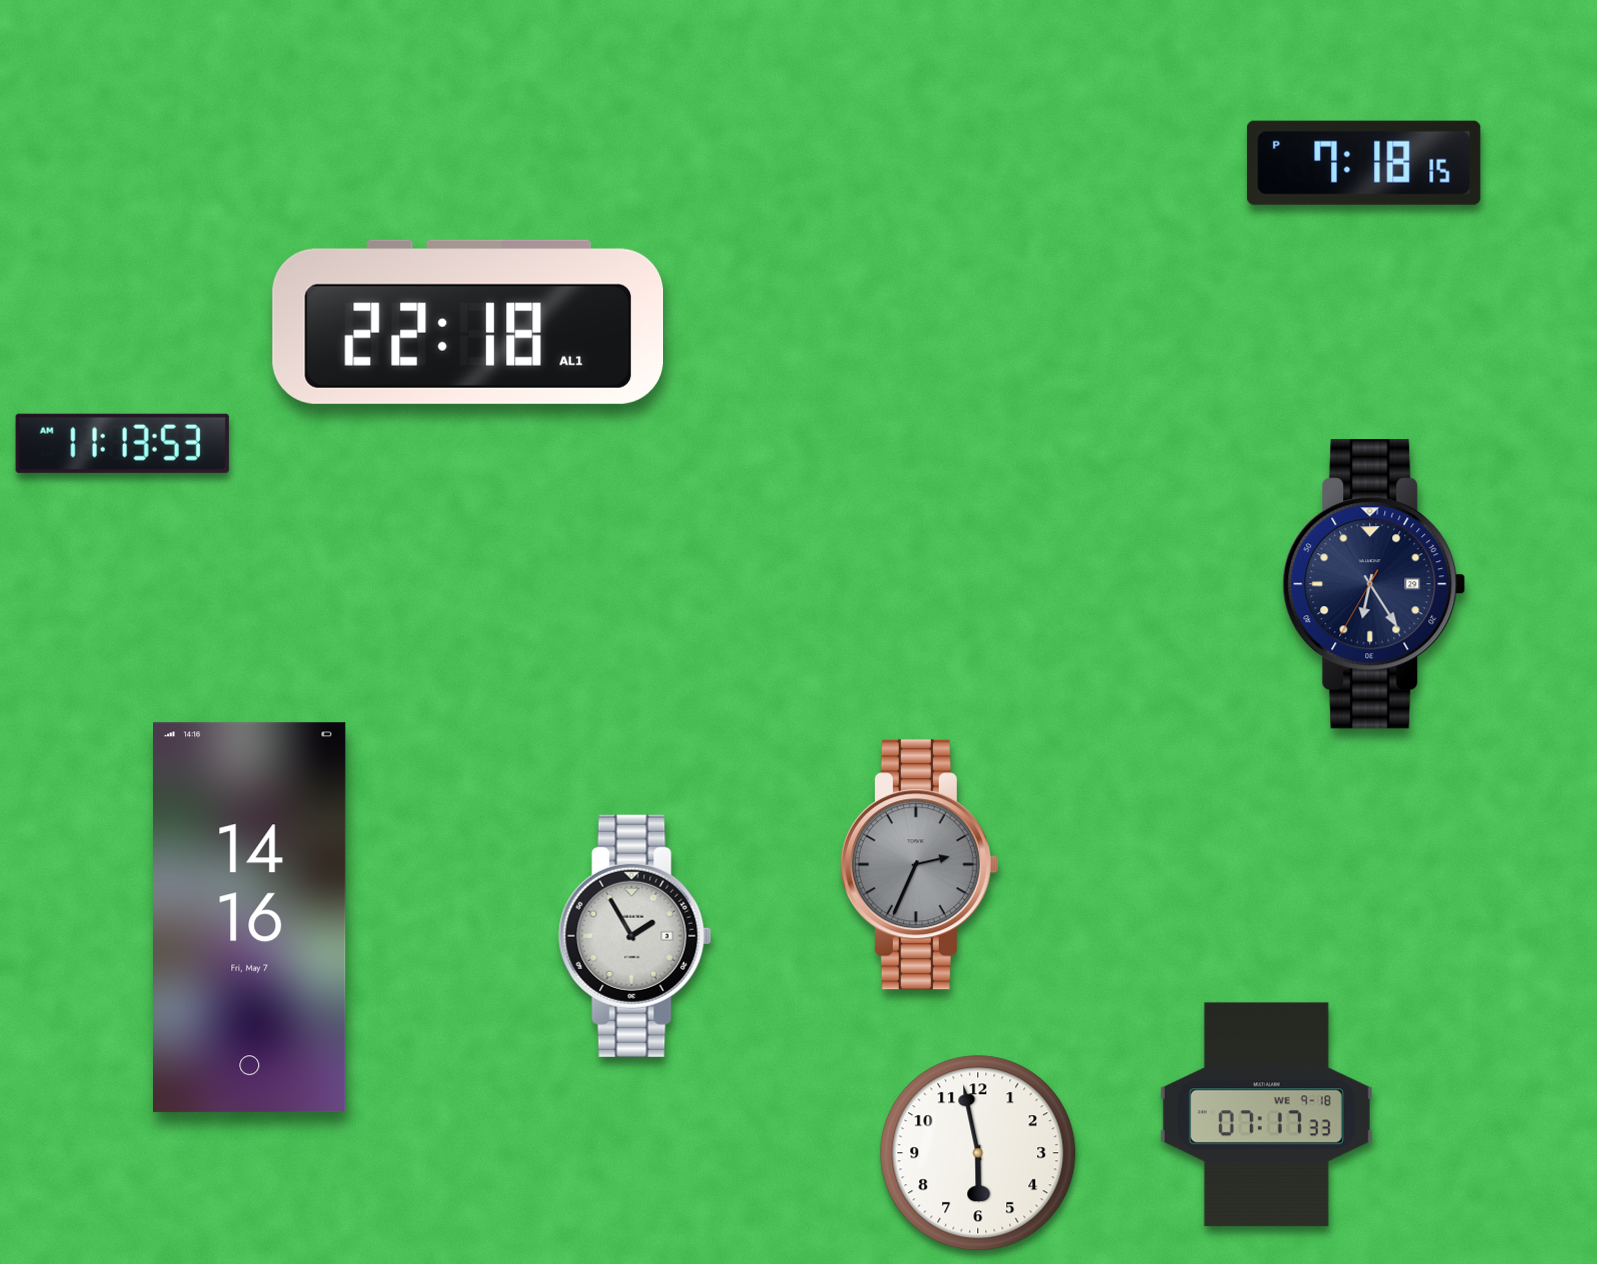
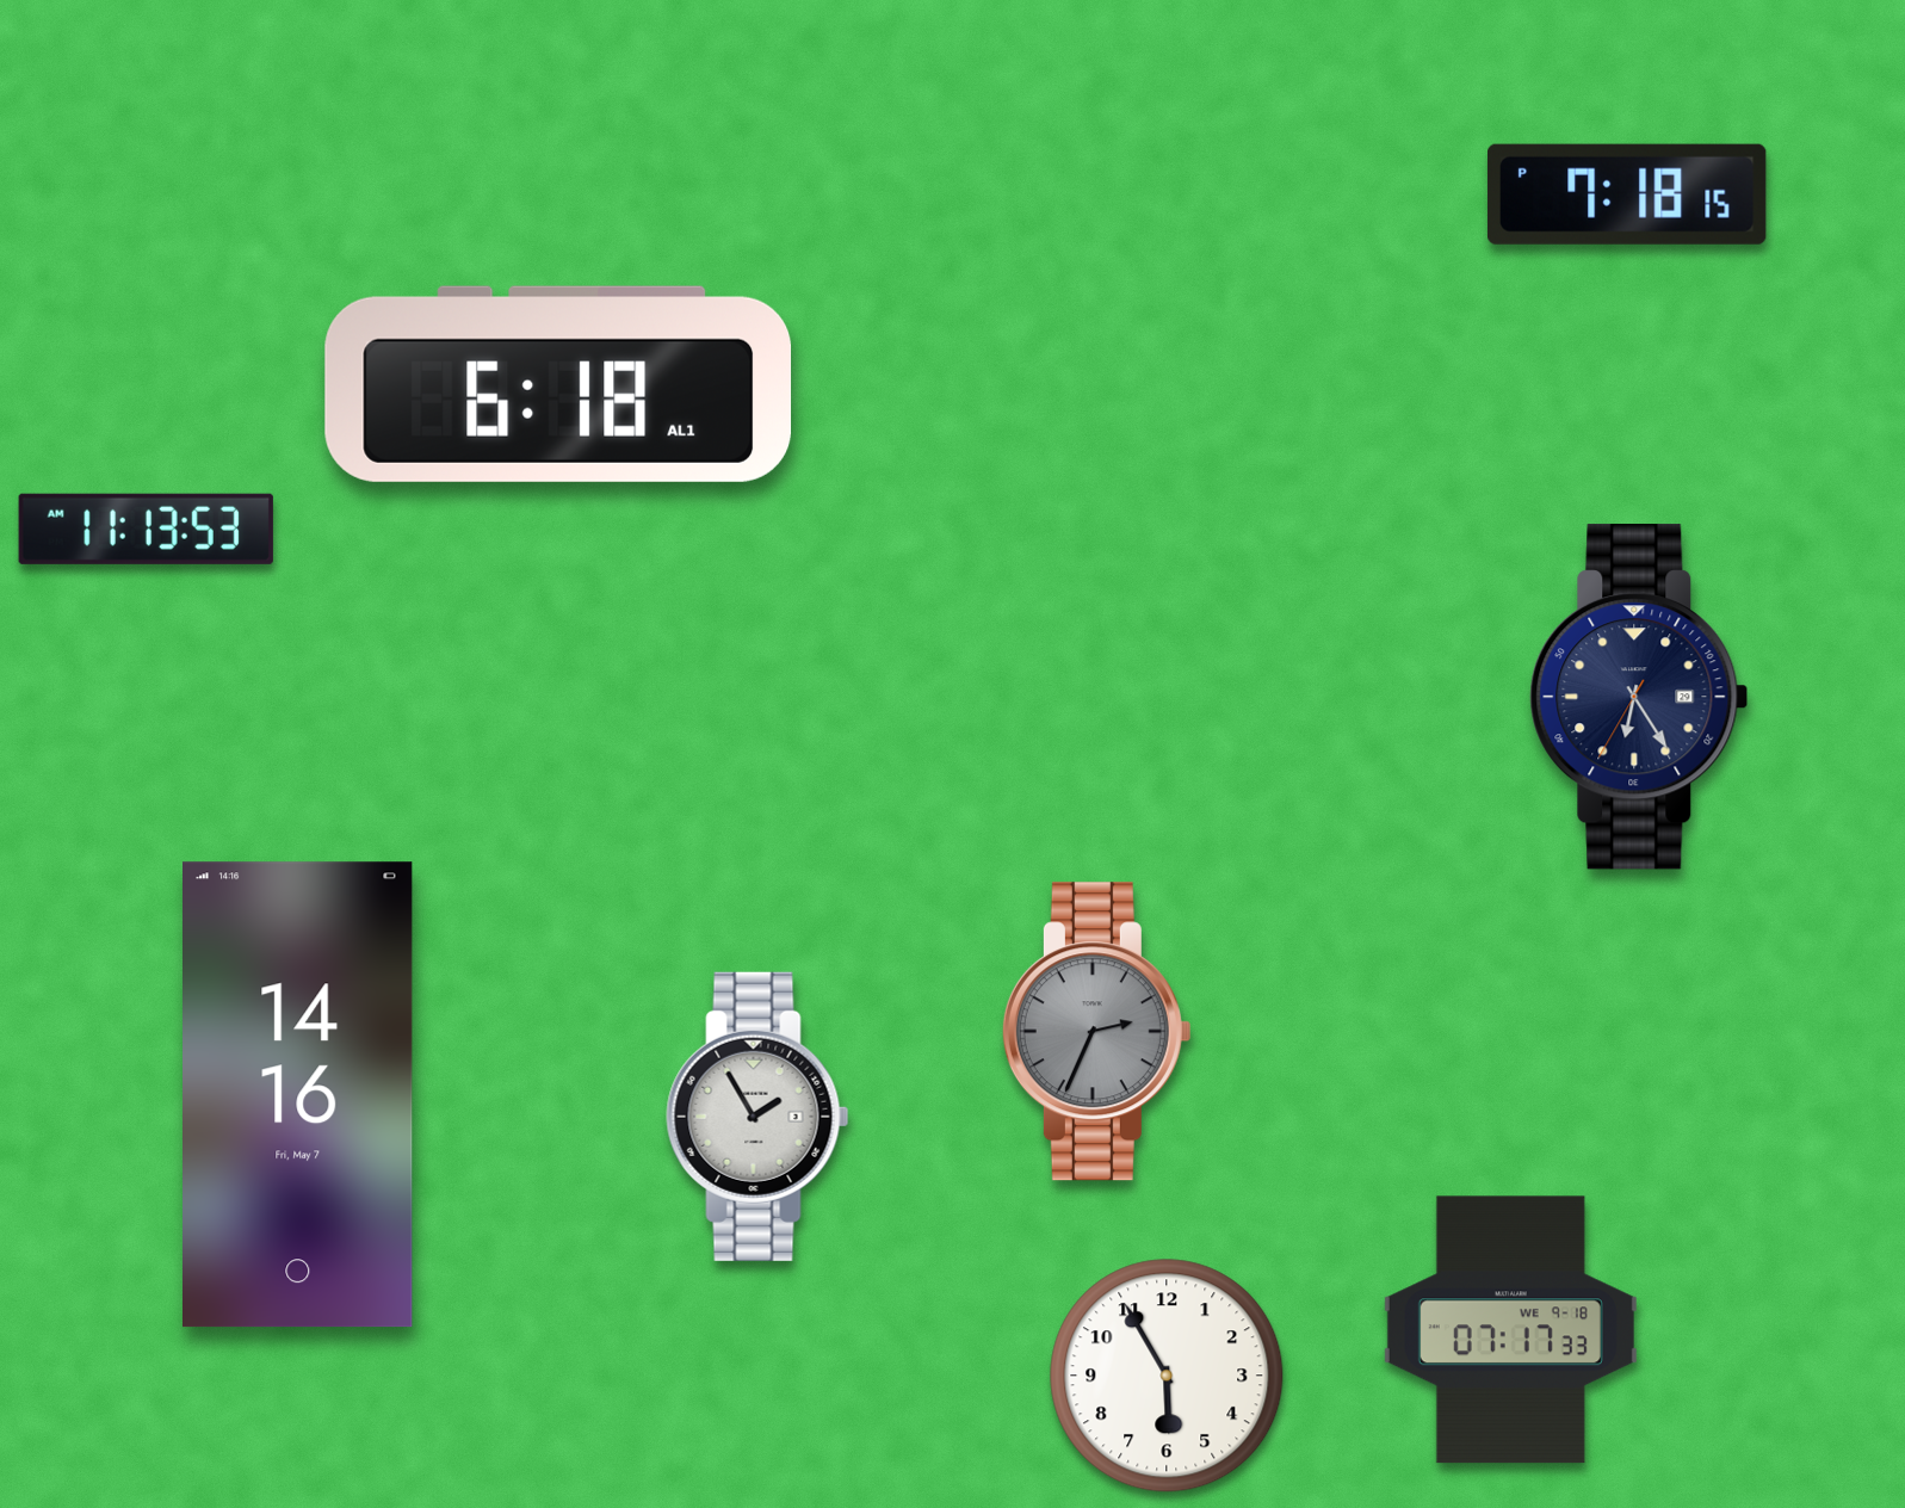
clock at (468, 322): 22:18 -> 6:18
clock at (978, 1153): 5:58 -> 5:55
